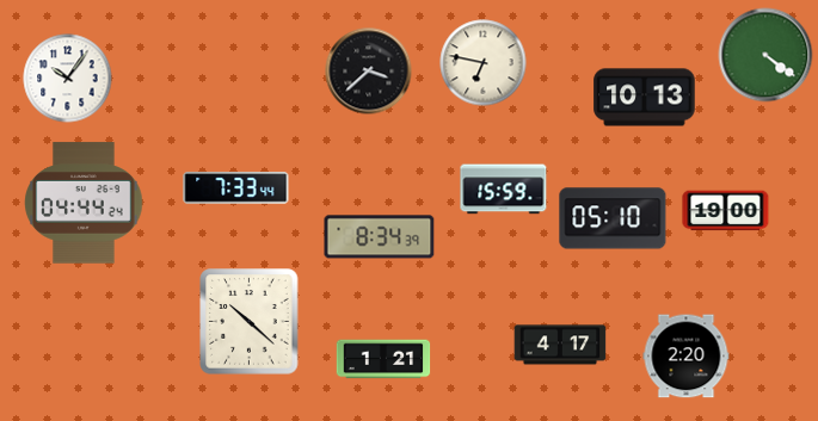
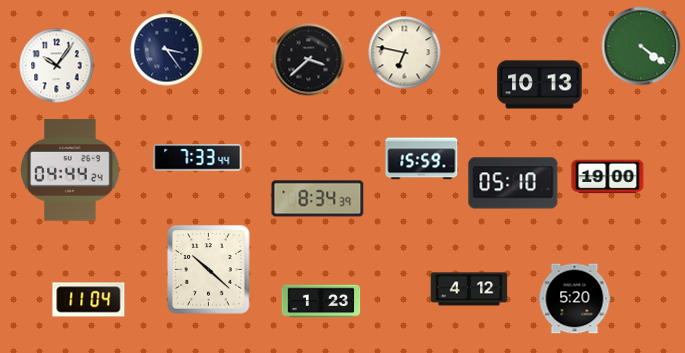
clock at (167, 50): none -> 3:24
clock at (645, 98) position: (645, 98) -> (540, 85)
clock at (560, 345): 4:17 -> 4:12
clock at (687, 357): 2:20 -> 5:20
clock at (89, 300): none -> 11:04
clock at (383, 359): 1:21 -> 1:23
